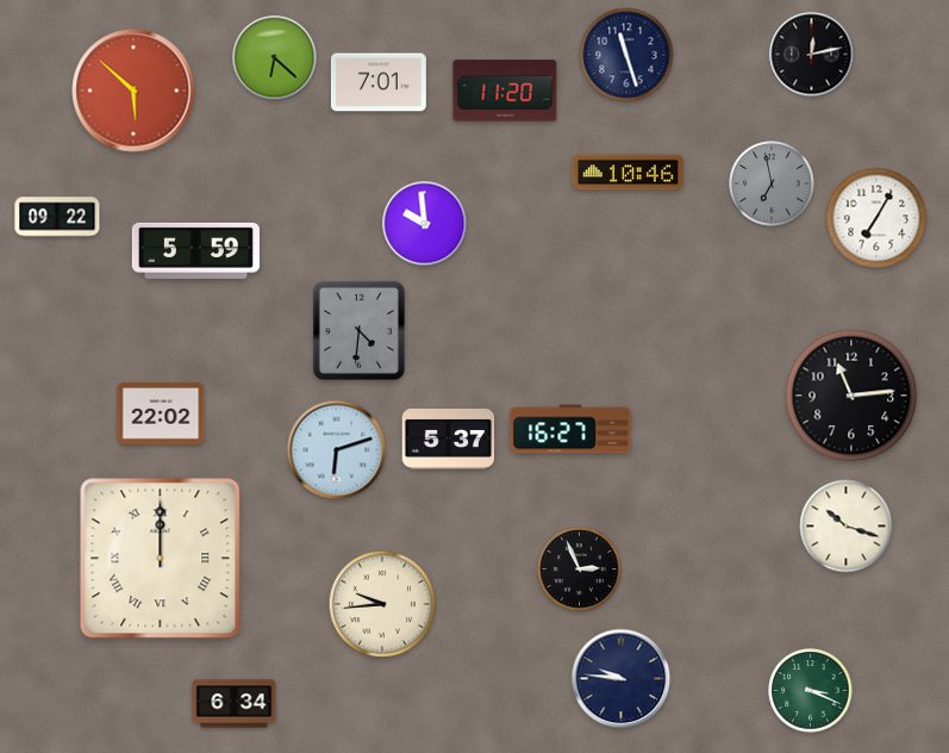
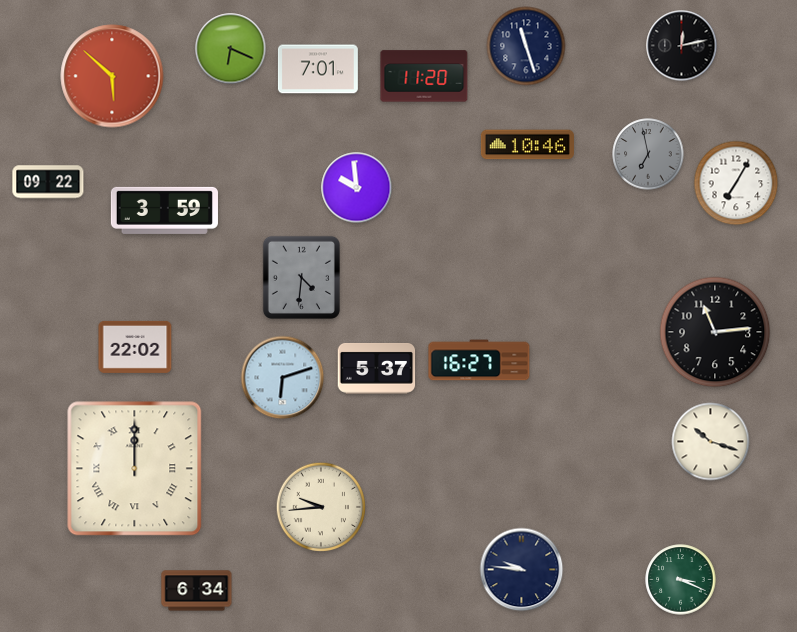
clock at (275, 58): 6:22 -> 6:19
clock at (195, 250): 5:59 -> 3:59
clock at (580, 570): 2:56 -> none
